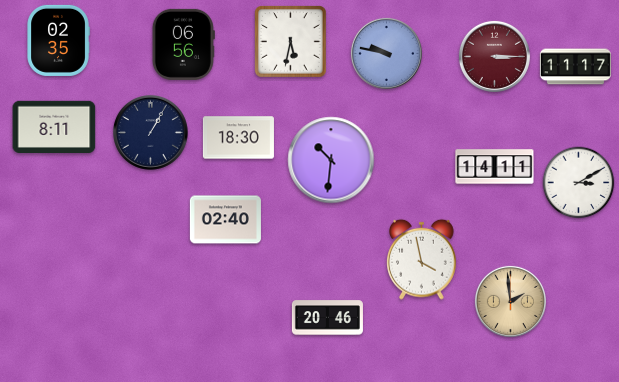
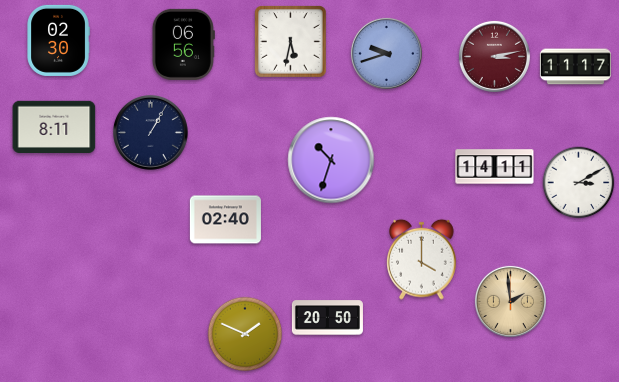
clock at (58, 40): 02:35 -> 02:30
clock at (386, 53): 9:47 -> 9:42
clock at (494, 56): 3:15 -> 3:13
clock at (238, 138): 18:30 -> none
clock at (331, 160): 10:31 -> 10:33
clock at (422, 259): 3:58 -> 4:00
clock at (327, 318): 20:46 -> 20:50
clock at (245, 334): none -> 1:49
